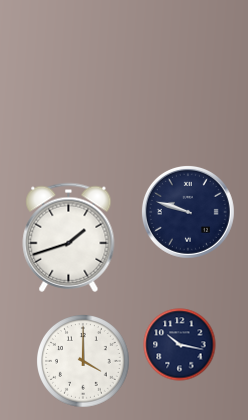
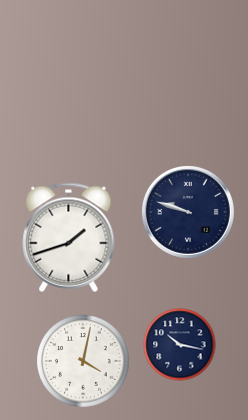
clock at (84, 362): 4:00 -> 4:02
